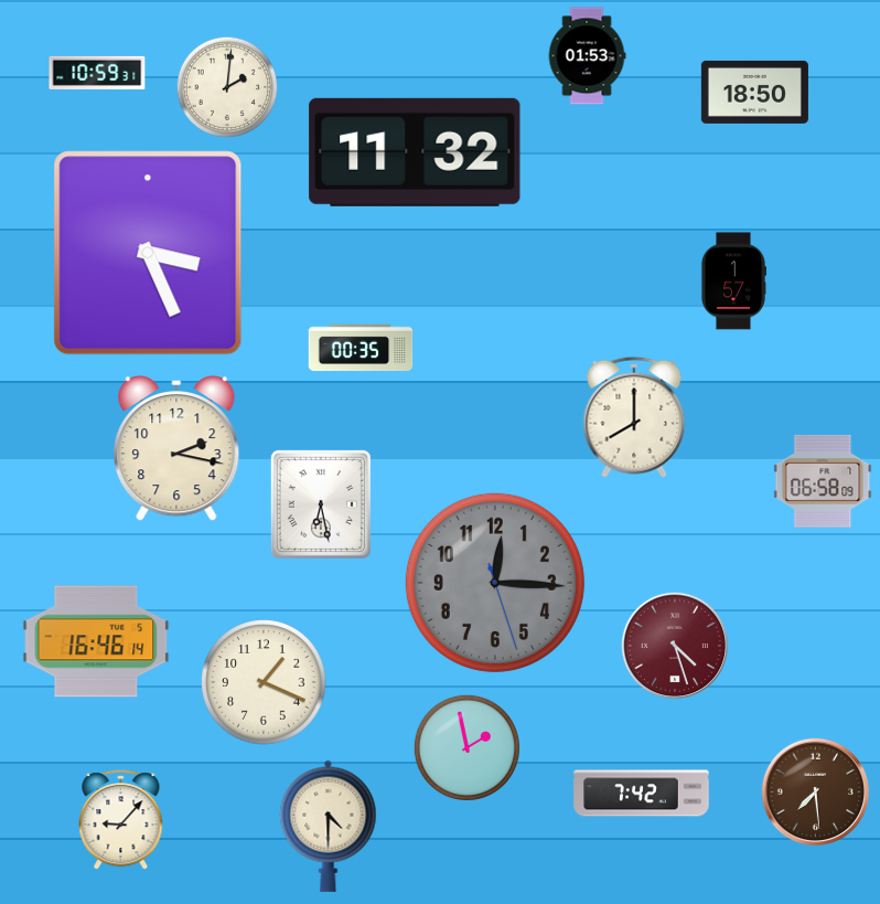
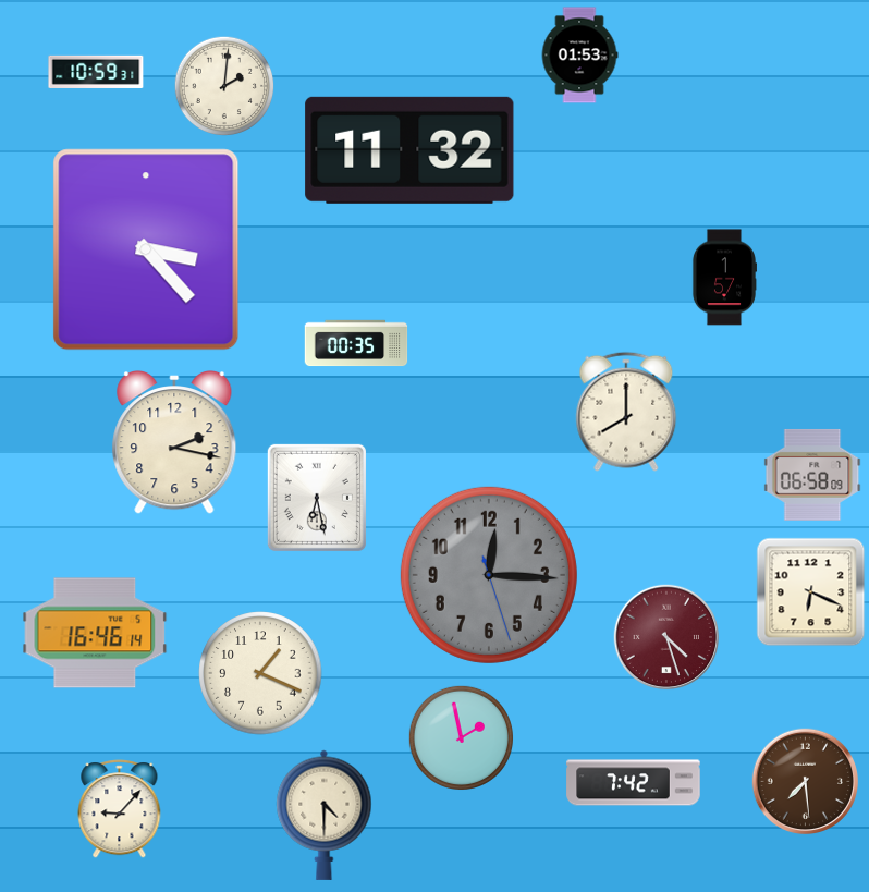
clock at (754, 92): 18:50 -> none
clock at (148, 253): 3:26 -> 3:23
clock at (811, 592): none -> 6:19
